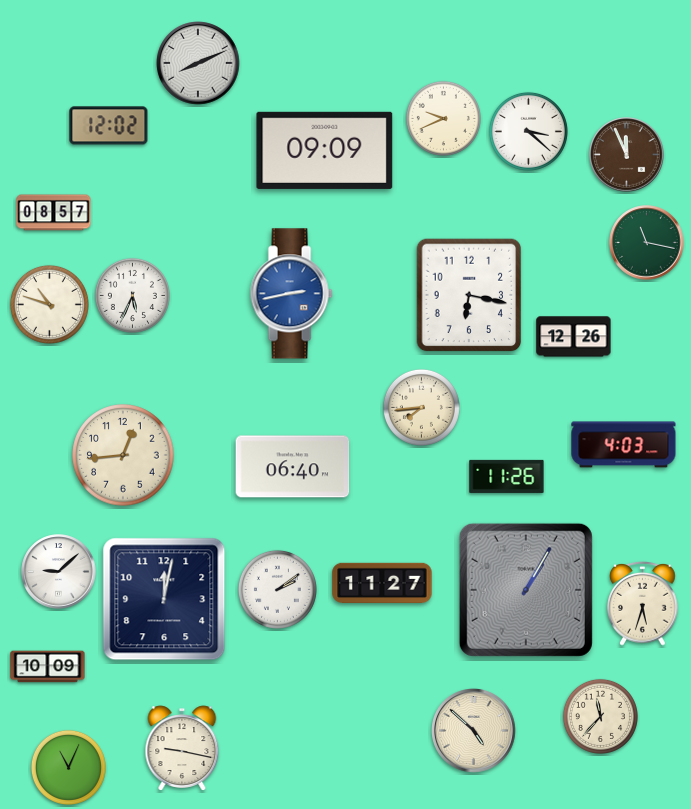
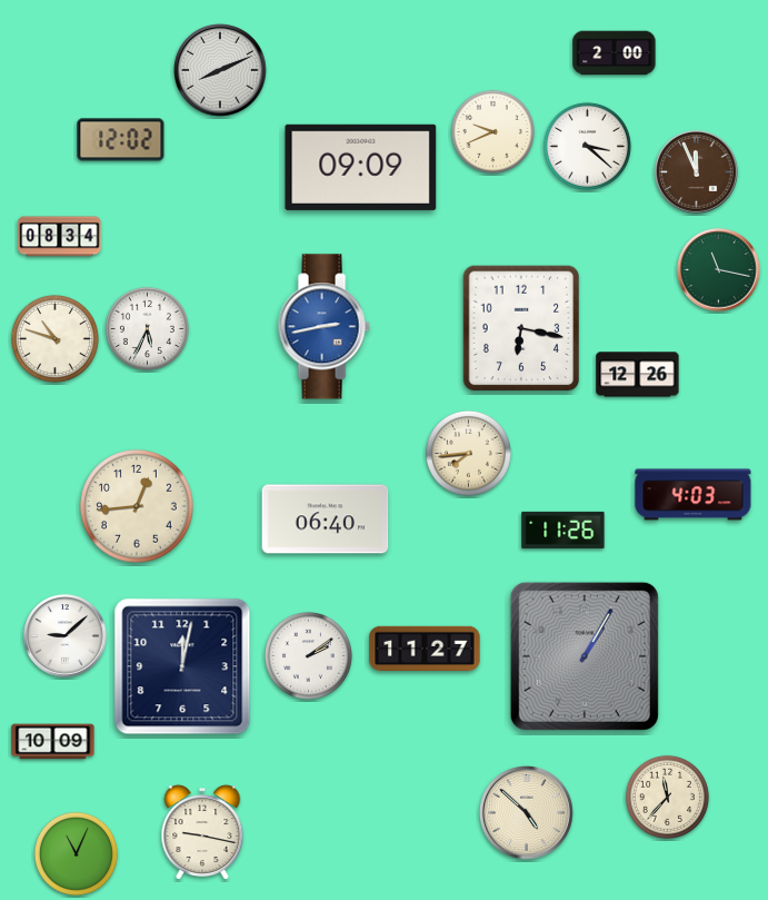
clock at (615, 53): none -> 2:00
clock at (54, 213): 08:57 -> 08:34
clock at (643, 603): 5:33 -> none
